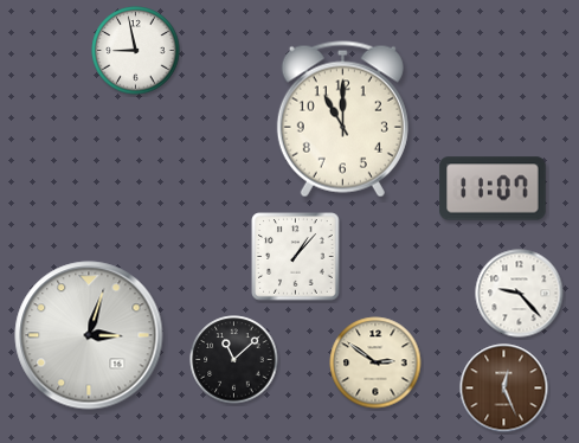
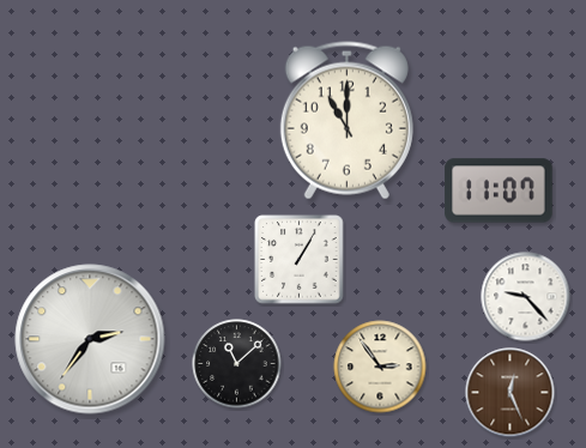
clock at (136, 51): 8:58 -> none
clock at (296, 257): 1:07 -> 1:05
clock at (89, 335): 3:03 -> 2:36
clock at (375, 362): 2:51 -> 2:54
